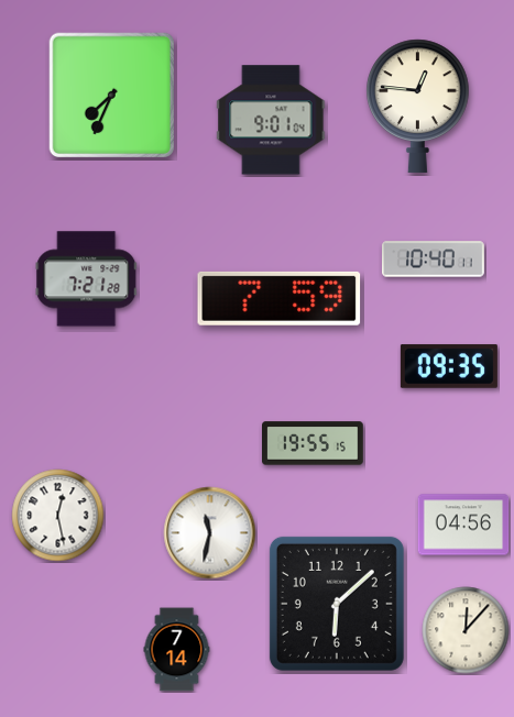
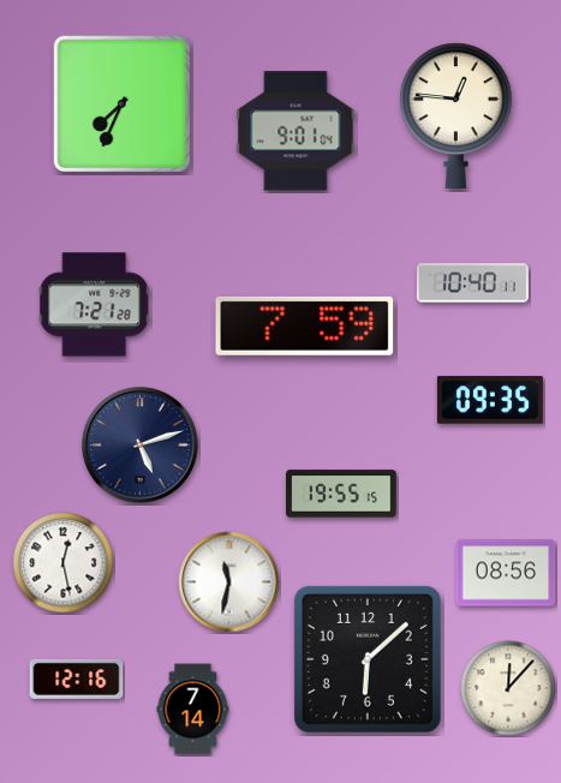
clock at (141, 446): none -> 5:12
clock at (314, 443) position: (314, 443) -> (342, 494)
clock at (463, 525): 04:56 -> 08:56
clock at (77, 679): none -> 12:16
